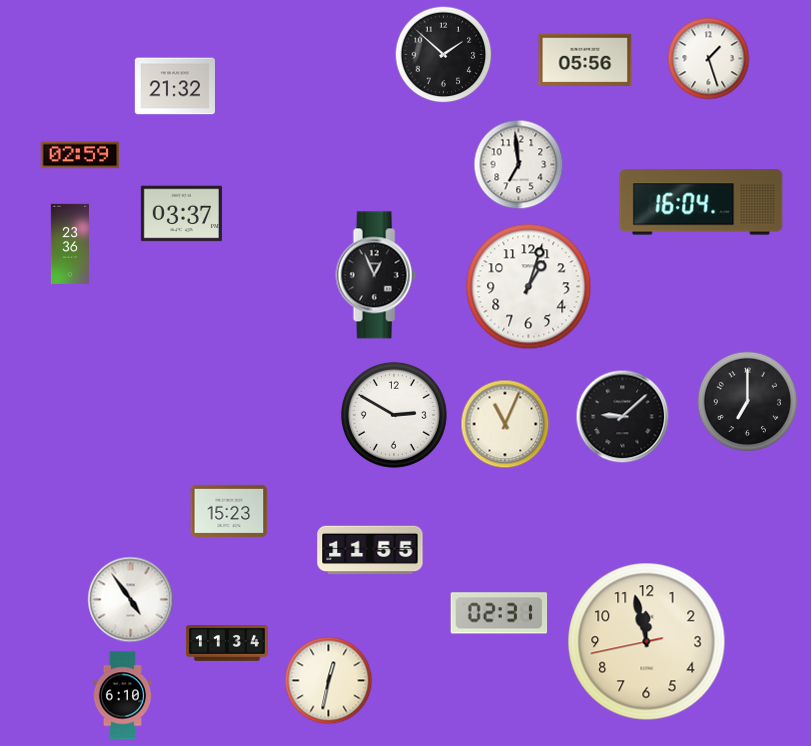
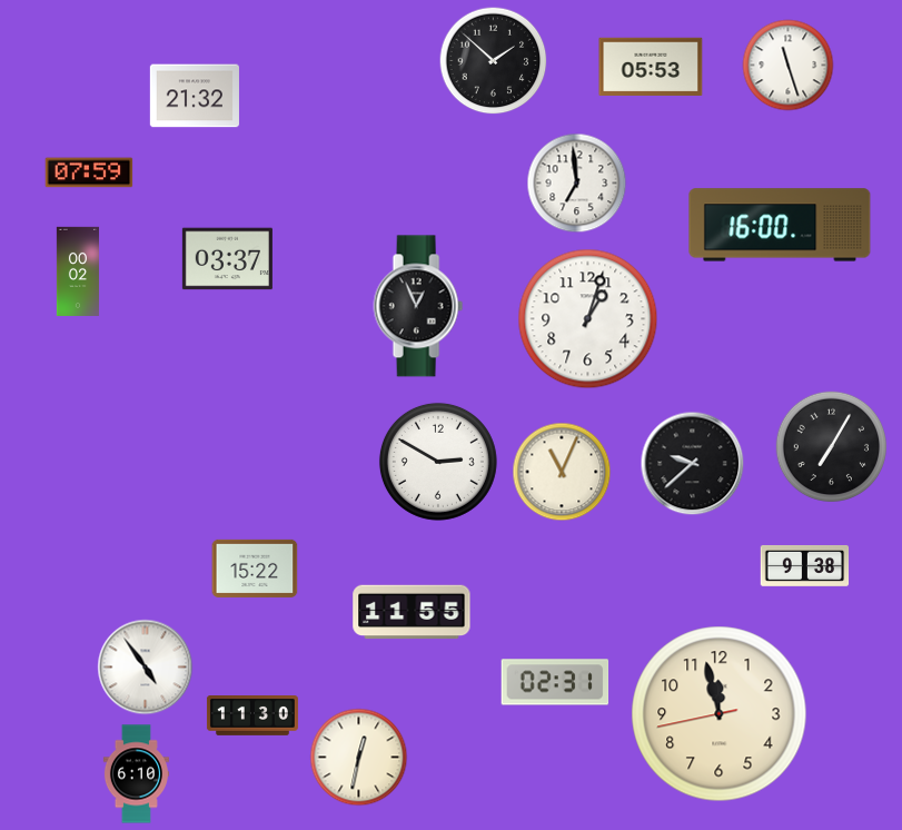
clock at (585, 59): 05:56 -> 05:53
clock at (709, 59): 1:27 -> 11:27
clock at (80, 155): 02:59 -> 07:59
clock at (701, 202): 16:04 -> 16:00
clock at (181, 214) position: (181, 214) -> (227, 259)
clock at (69, 243): 23:36 -> 00:02
clock at (747, 401): 7:00 -> 7:05
clock at (623, 417): 9:08 -> 9:38
clock at (805, 565): none -> 9:38
clock at (229, 511): 15:23 -> 15:22
clock at (227, 644): 11:34 -> 11:30
clock at (329, 681) position: (329, 681) -> (359, 758)
